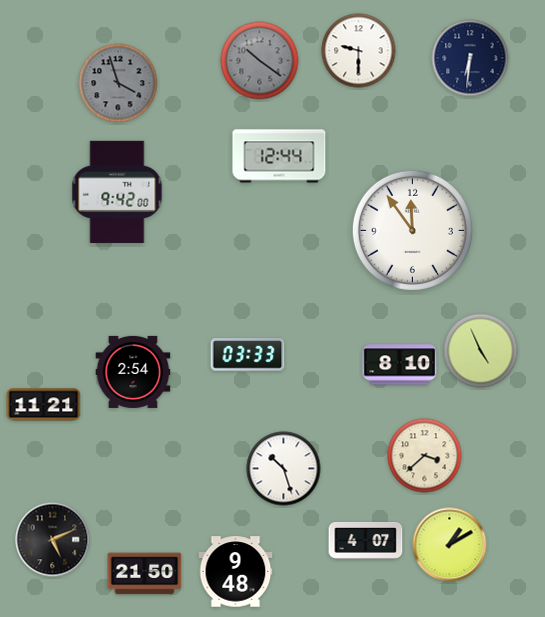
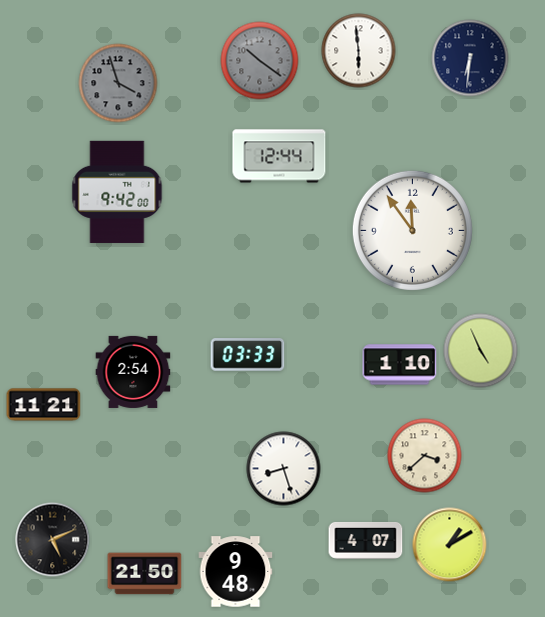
clock at (359, 51): 9:30 -> 5:59
clock at (400, 365): 8:10 -> 1:10
clock at (284, 469): 10:27 -> 8:27
